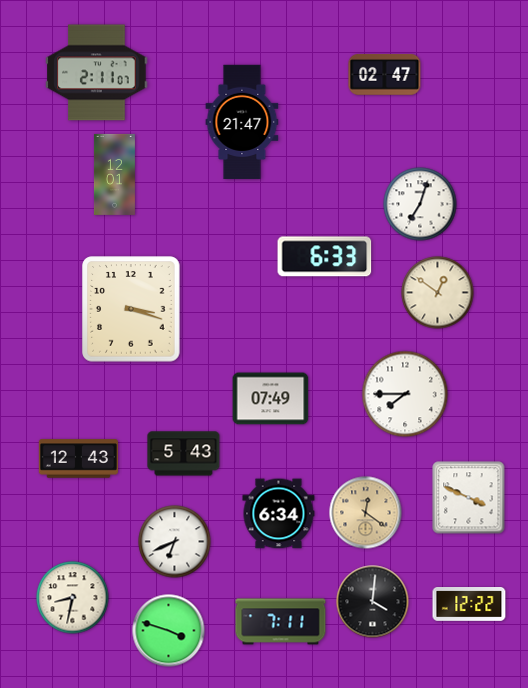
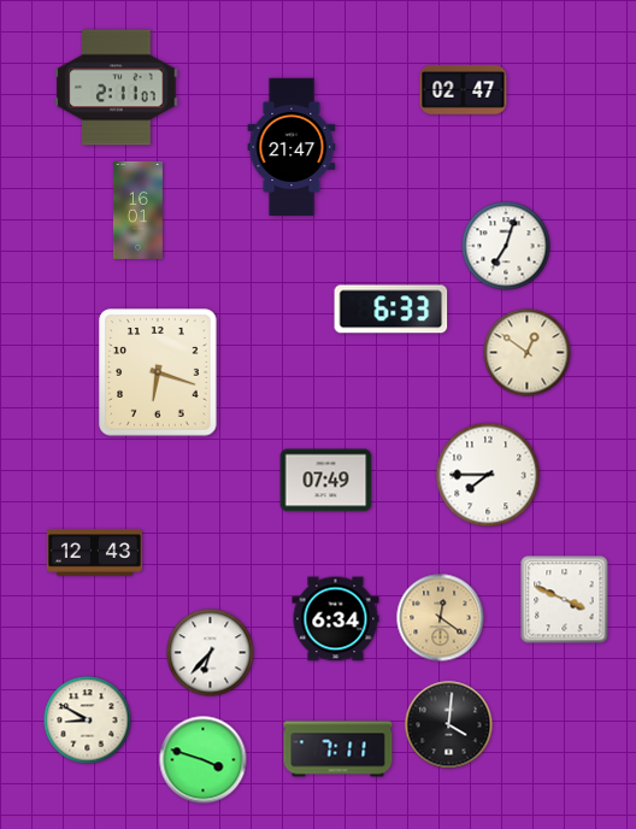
clock at (114, 174): 12:01 -> 16:01
clock at (131, 309): 3:18 -> 6:18
clock at (184, 454): 5:43 -> none
clock at (175, 542): 6:41 -> 6:37
clock at (73, 598): 8:32 -> 8:50
clock at (469, 604): 12:22 -> none
